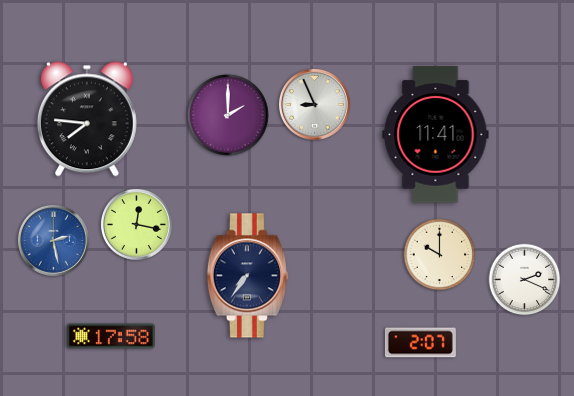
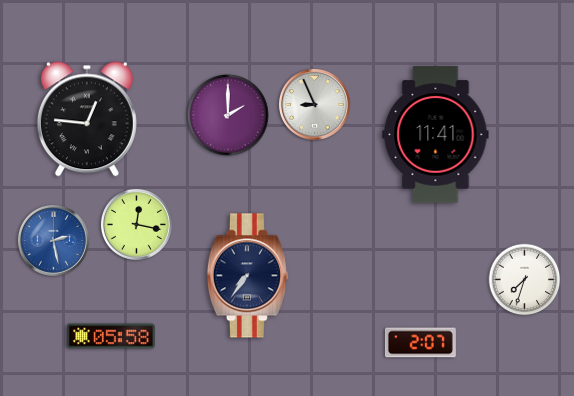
clock at (87, 119): 7:46 -> 12:46
clock at (440, 255): 10:00 -> none
clock at (525, 280): 2:19 -> 7:33
clock at (112, 336): 17:58 -> 05:58
